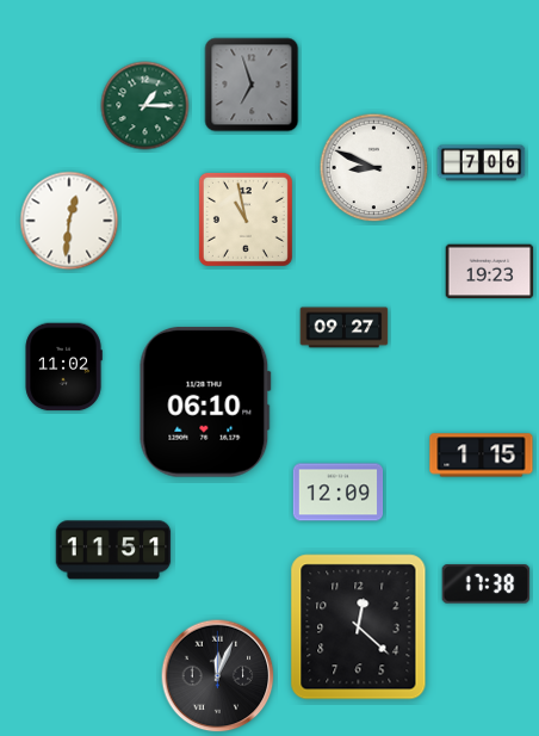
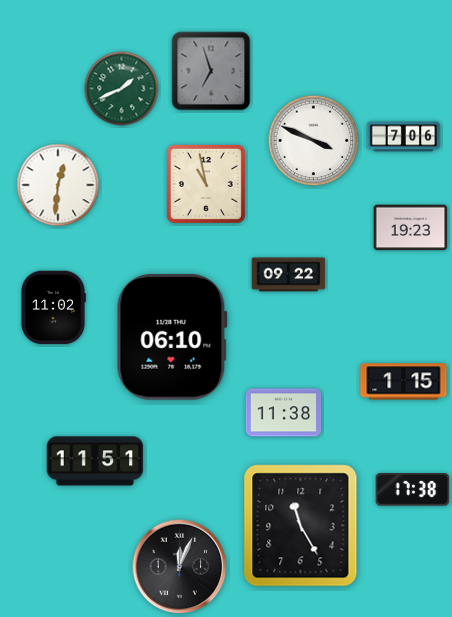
clock at (145, 106): 1:15 -> 1:41
clock at (374, 168): 8:49 -> 3:49
clock at (345, 328): 09:27 -> 09:22
clock at (339, 493): 12:09 -> 11:38
clock at (487, 585) position: (487, 585) -> (413, 490)
clock at (359, 627): 12:22 -> 11:25
clock at (218, 676) position: (218, 676) -> (180, 567)
